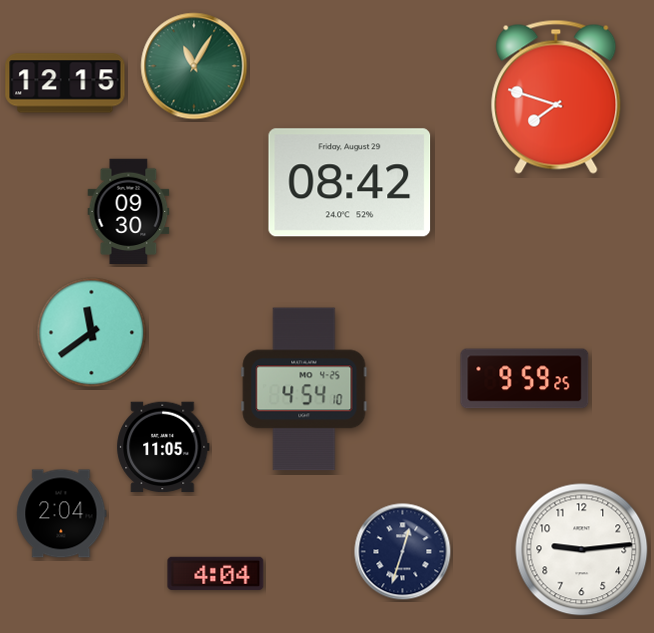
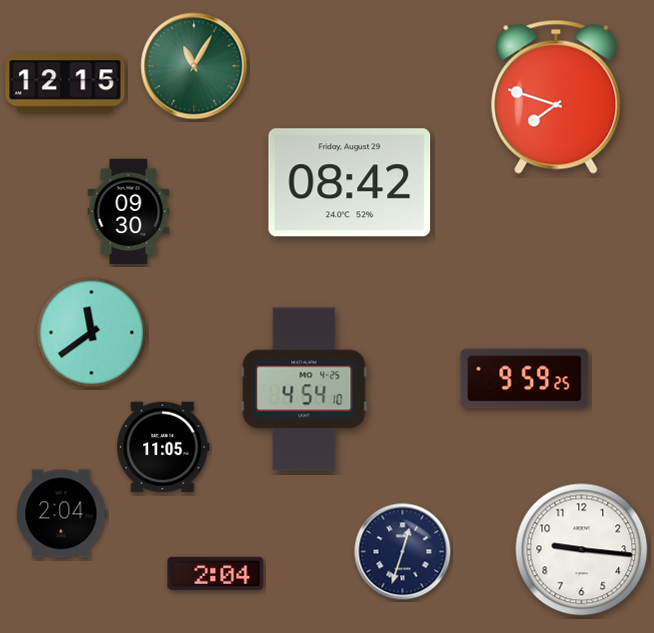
clock at (582, 550): 9:14 -> 9:16
clock at (216, 573): 4:04 -> 2:04
